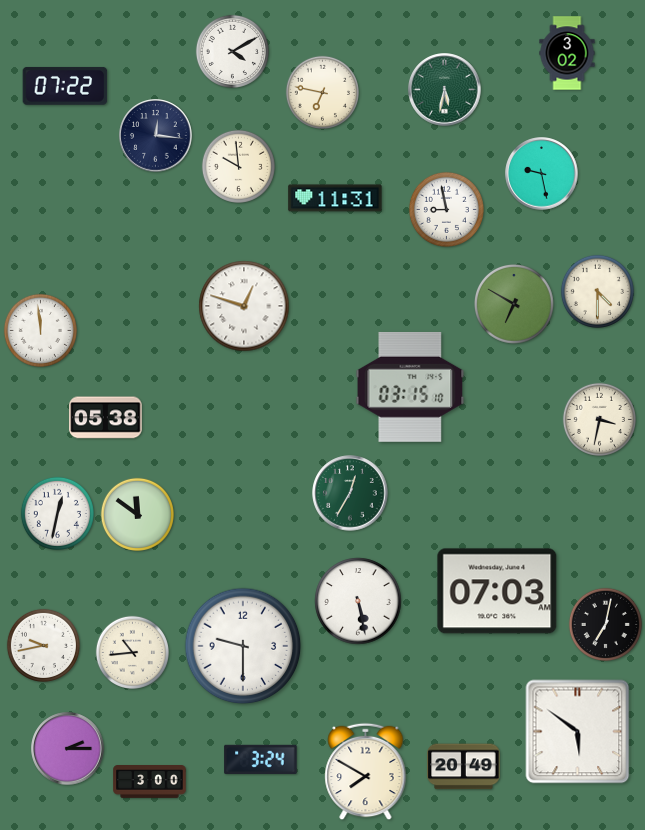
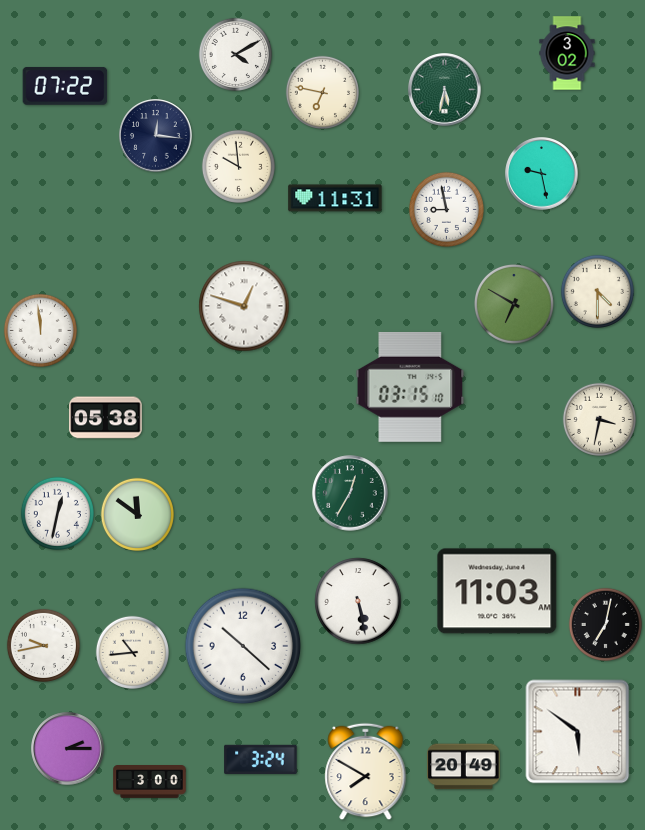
clock at (232, 51) position: (232, 51) -> (235, 54)
clock at (497, 591): 07:03 -> 11:03
clock at (243, 646): 9:30 -> 10:22
